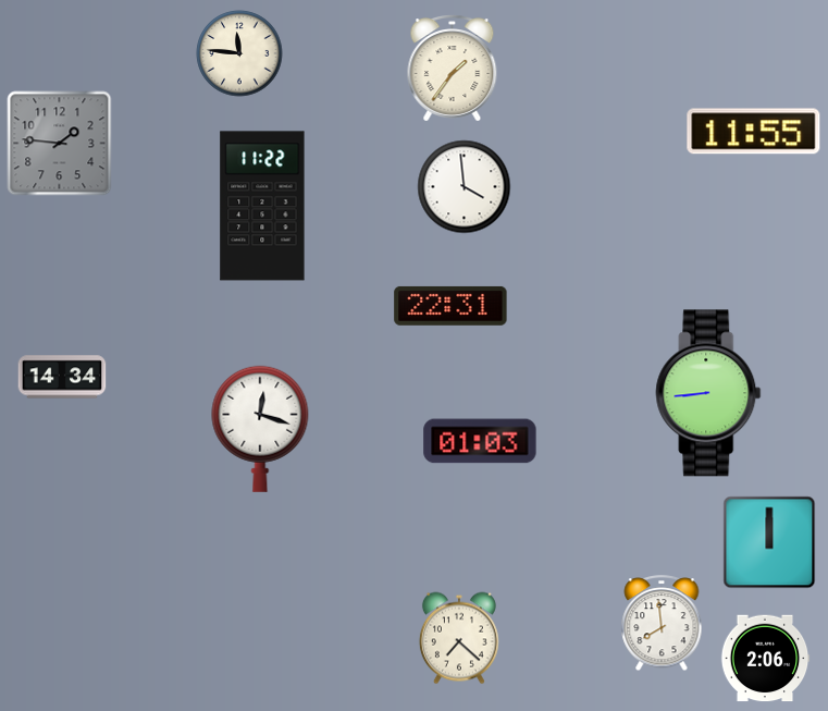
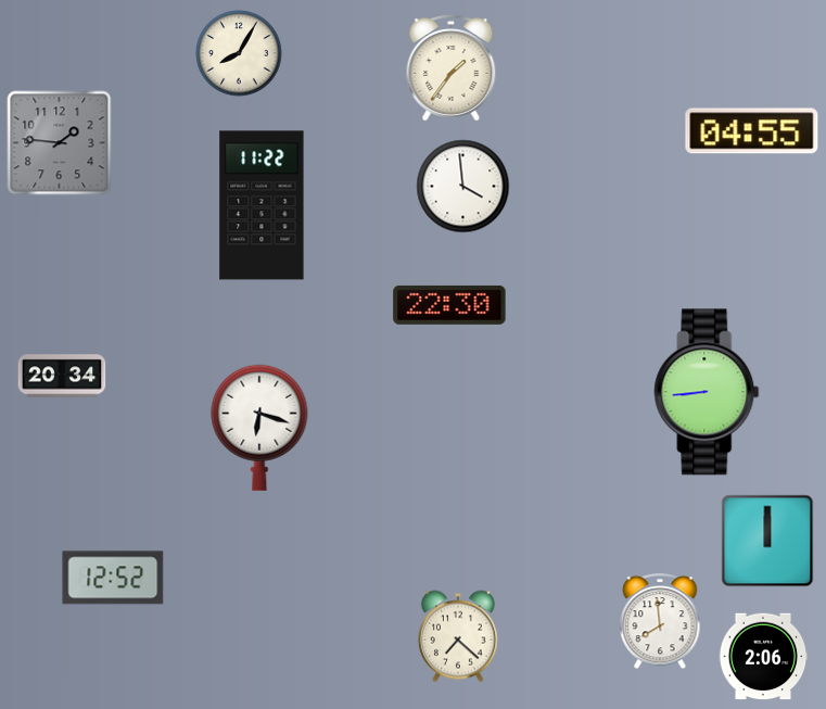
clock at (239, 53): 11:46 -> 8:05
clock at (754, 132): 11:55 -> 04:55
clock at (450, 306): 22:31 -> 22:30
clock at (62, 377): 14:34 -> 20:34
clock at (260, 429): 12:18 -> 6:18
clock at (480, 441): 01:03 -> none
clock at (113, 578): none -> 12:52
